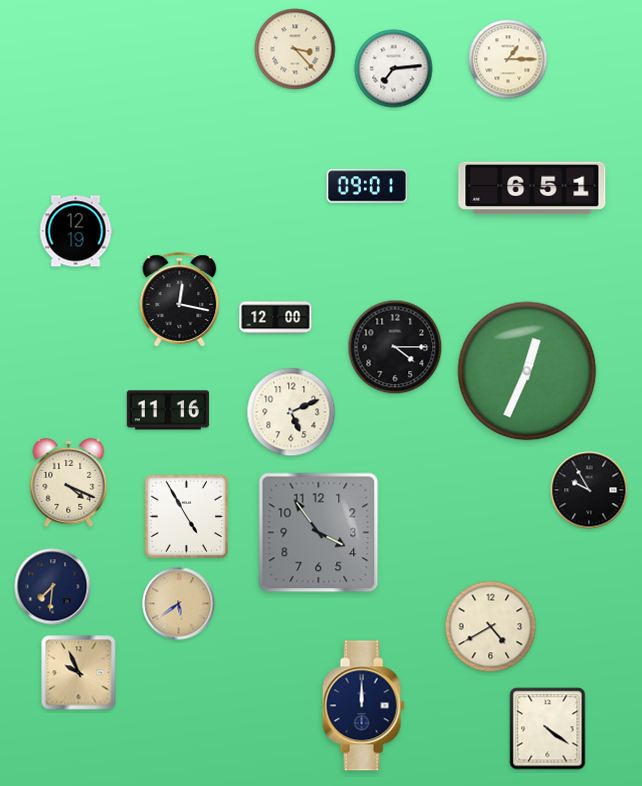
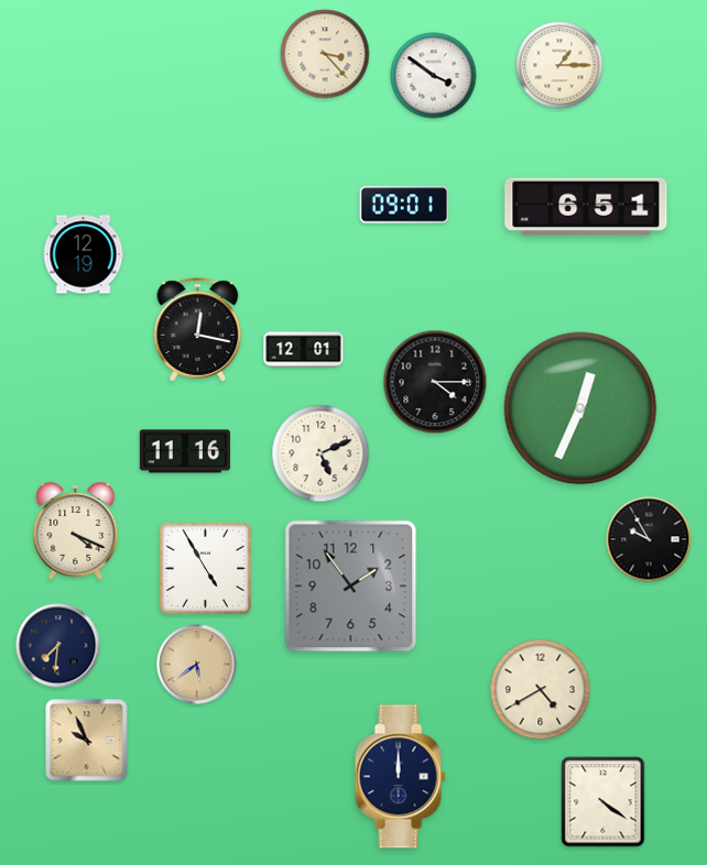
clock at (394, 69): 7:14 -> 3:51
clock at (276, 318): 12:00 -> 12:01
clock at (319, 533): 3:54 -> 1:54
